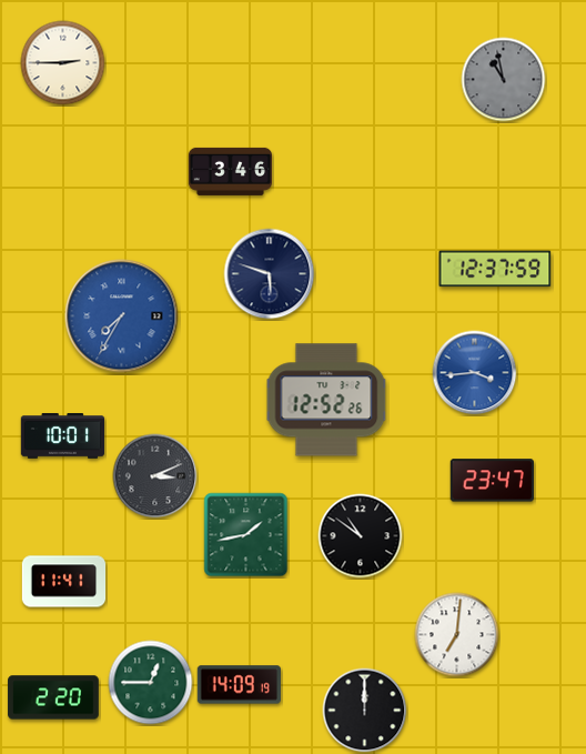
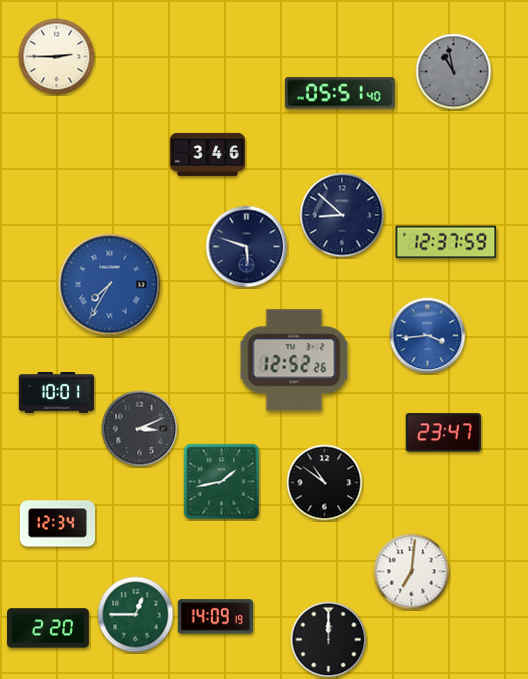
clock at (340, 93): none -> 05:51
clock at (342, 215): none -> 8:52
clock at (270, 274) position: (270, 274) -> (247, 247)
clock at (64, 582): 11:41 -> 12:34
